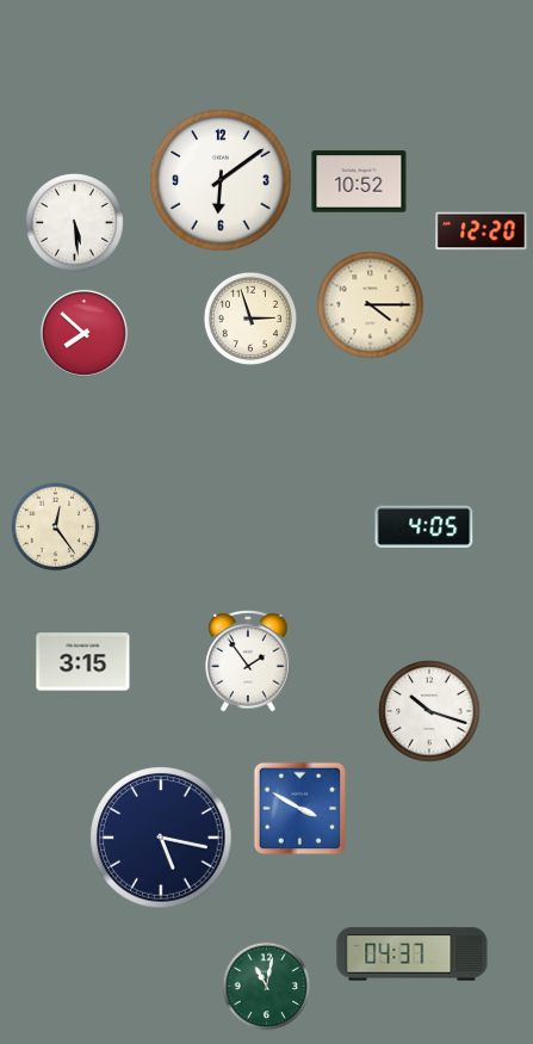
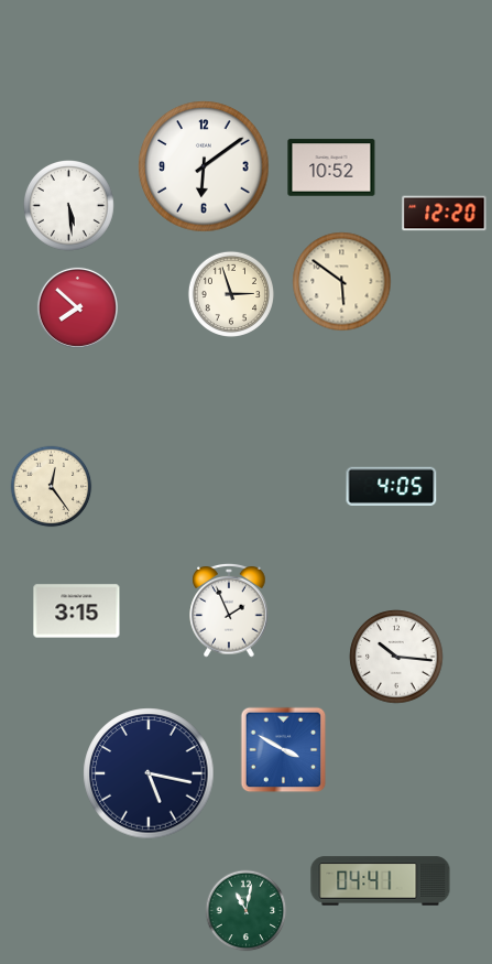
clock at (371, 305): 4:15 -> 5:51
clock at (248, 662): 1:54 -> 1:56
clock at (429, 711): 10:18 -> 10:16
clock at (300, 809) position: (300, 809) -> (284, 750)
clock at (413, 955): 04:37 -> 04:41
